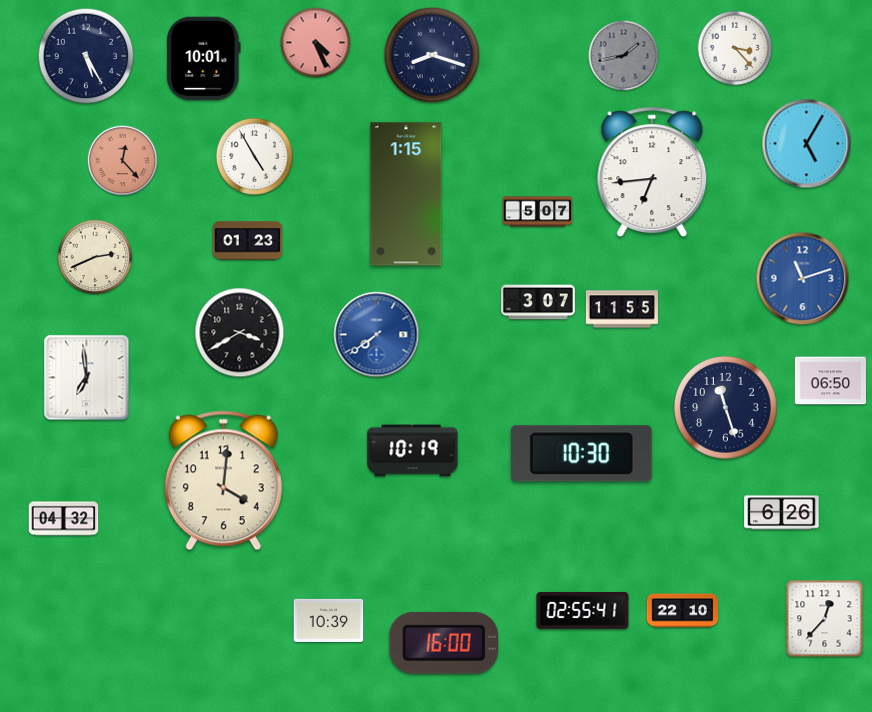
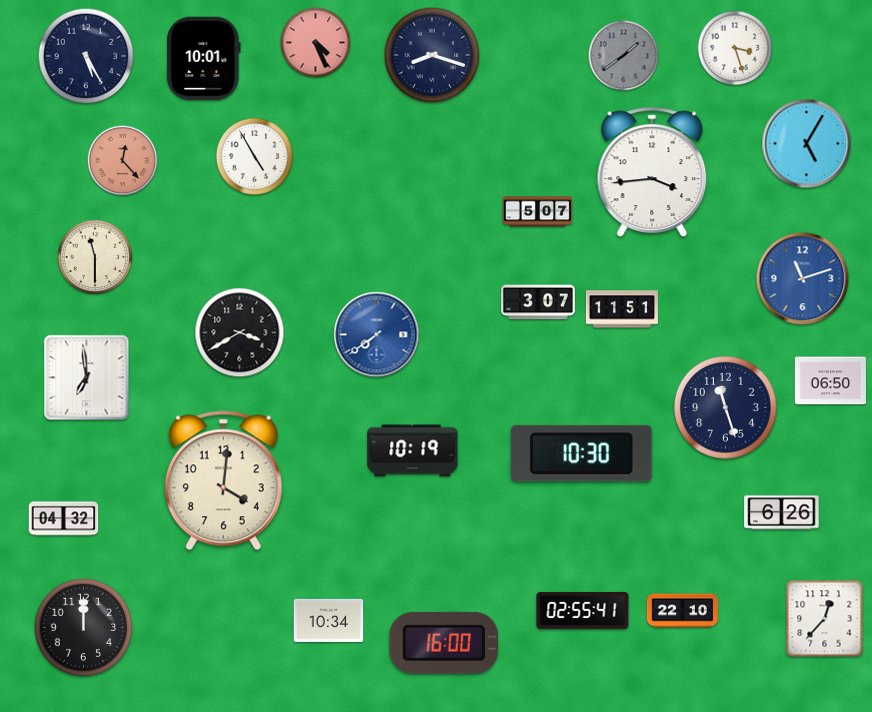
clock at (735, 48): 3:23 -> 3:27
clock at (624, 56): 1:43 -> 1:39
clock at (652, 171): 6:44 -> 3:44
clock at (406, 194): 1:15 -> none
clock at (248, 241): 01:23 -> none
clock at (95, 257): 2:41 -> 11:30
clock at (622, 309): 11:55 -> 11:51
clock at (329, 620): 10:39 -> 10:34
clock at (83, 627): none -> 12:00
